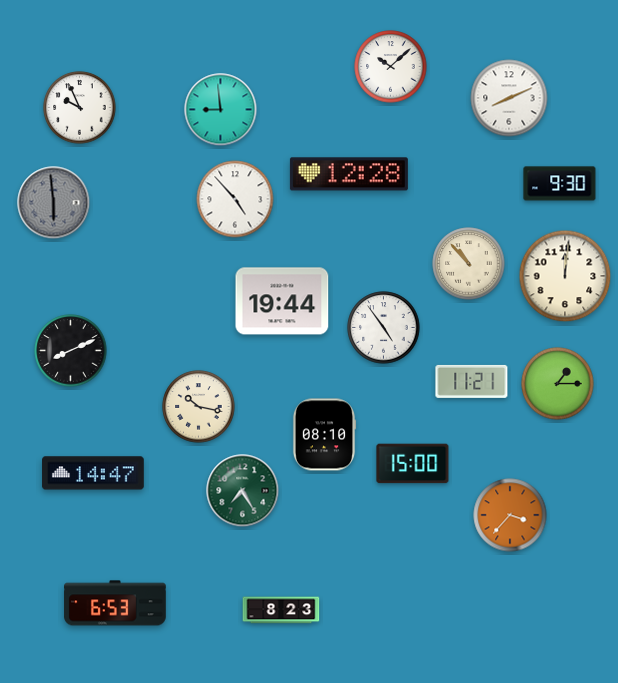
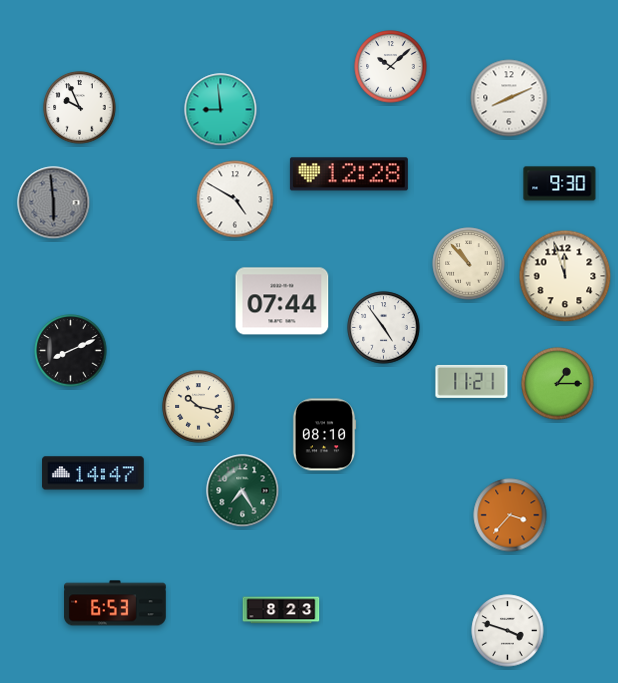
clock at (235, 199): 4:53 -> 4:50
clock at (565, 276): 12:01 -> 11:57
clock at (282, 301): 19:44 -> 07:44
clock at (413, 464): 15:00 -> none
clock at (508, 631): none -> 3:48
